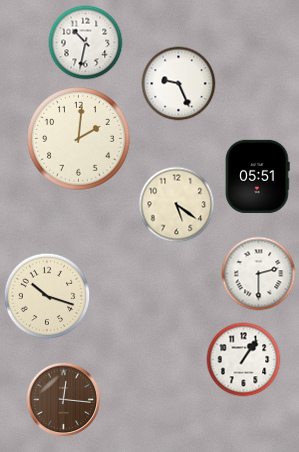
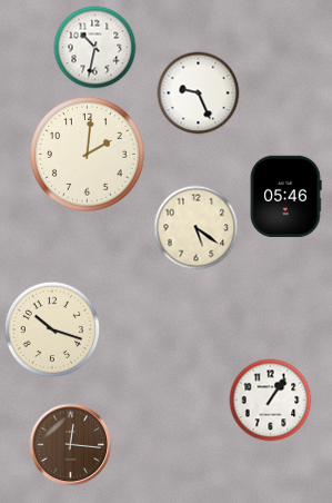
clock at (258, 176): 05:51 -> 05:46
clock at (259, 274): 2:30 -> none
